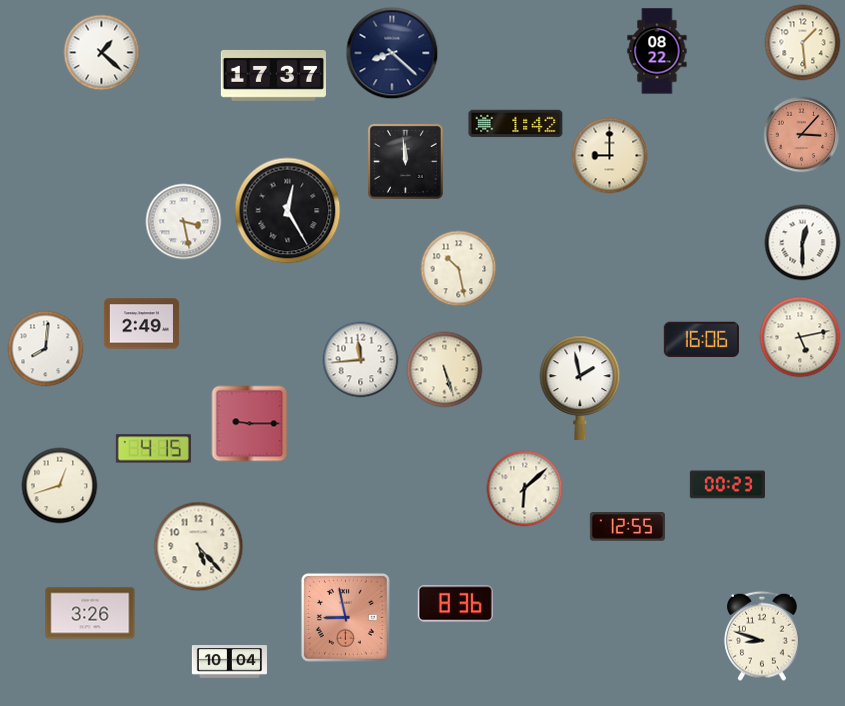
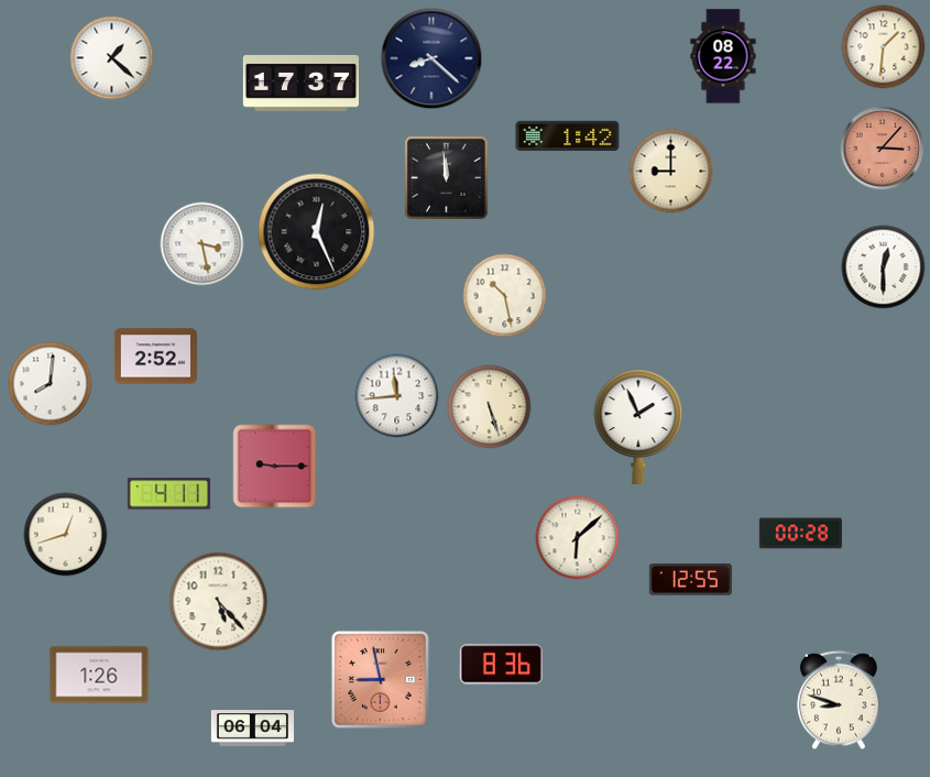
clock at (803, 43): 1:29 -> 1:31
clock at (288, 211): 12:25 -> 12:26
clock at (141, 324): 2:49 -> 2:52
clock at (800, 337): 5:13 -> none
clock at (701, 339): 16:06 -> none
clock at (580, 388): 1:58 -> 1:56
clock at (153, 449): 4:15 -> 4:11
clock at (727, 485): 00:23 -> 00:28
clock at (90, 613): 3:26 -> 1:26
clock at (229, 662): 10:04 -> 06:04
